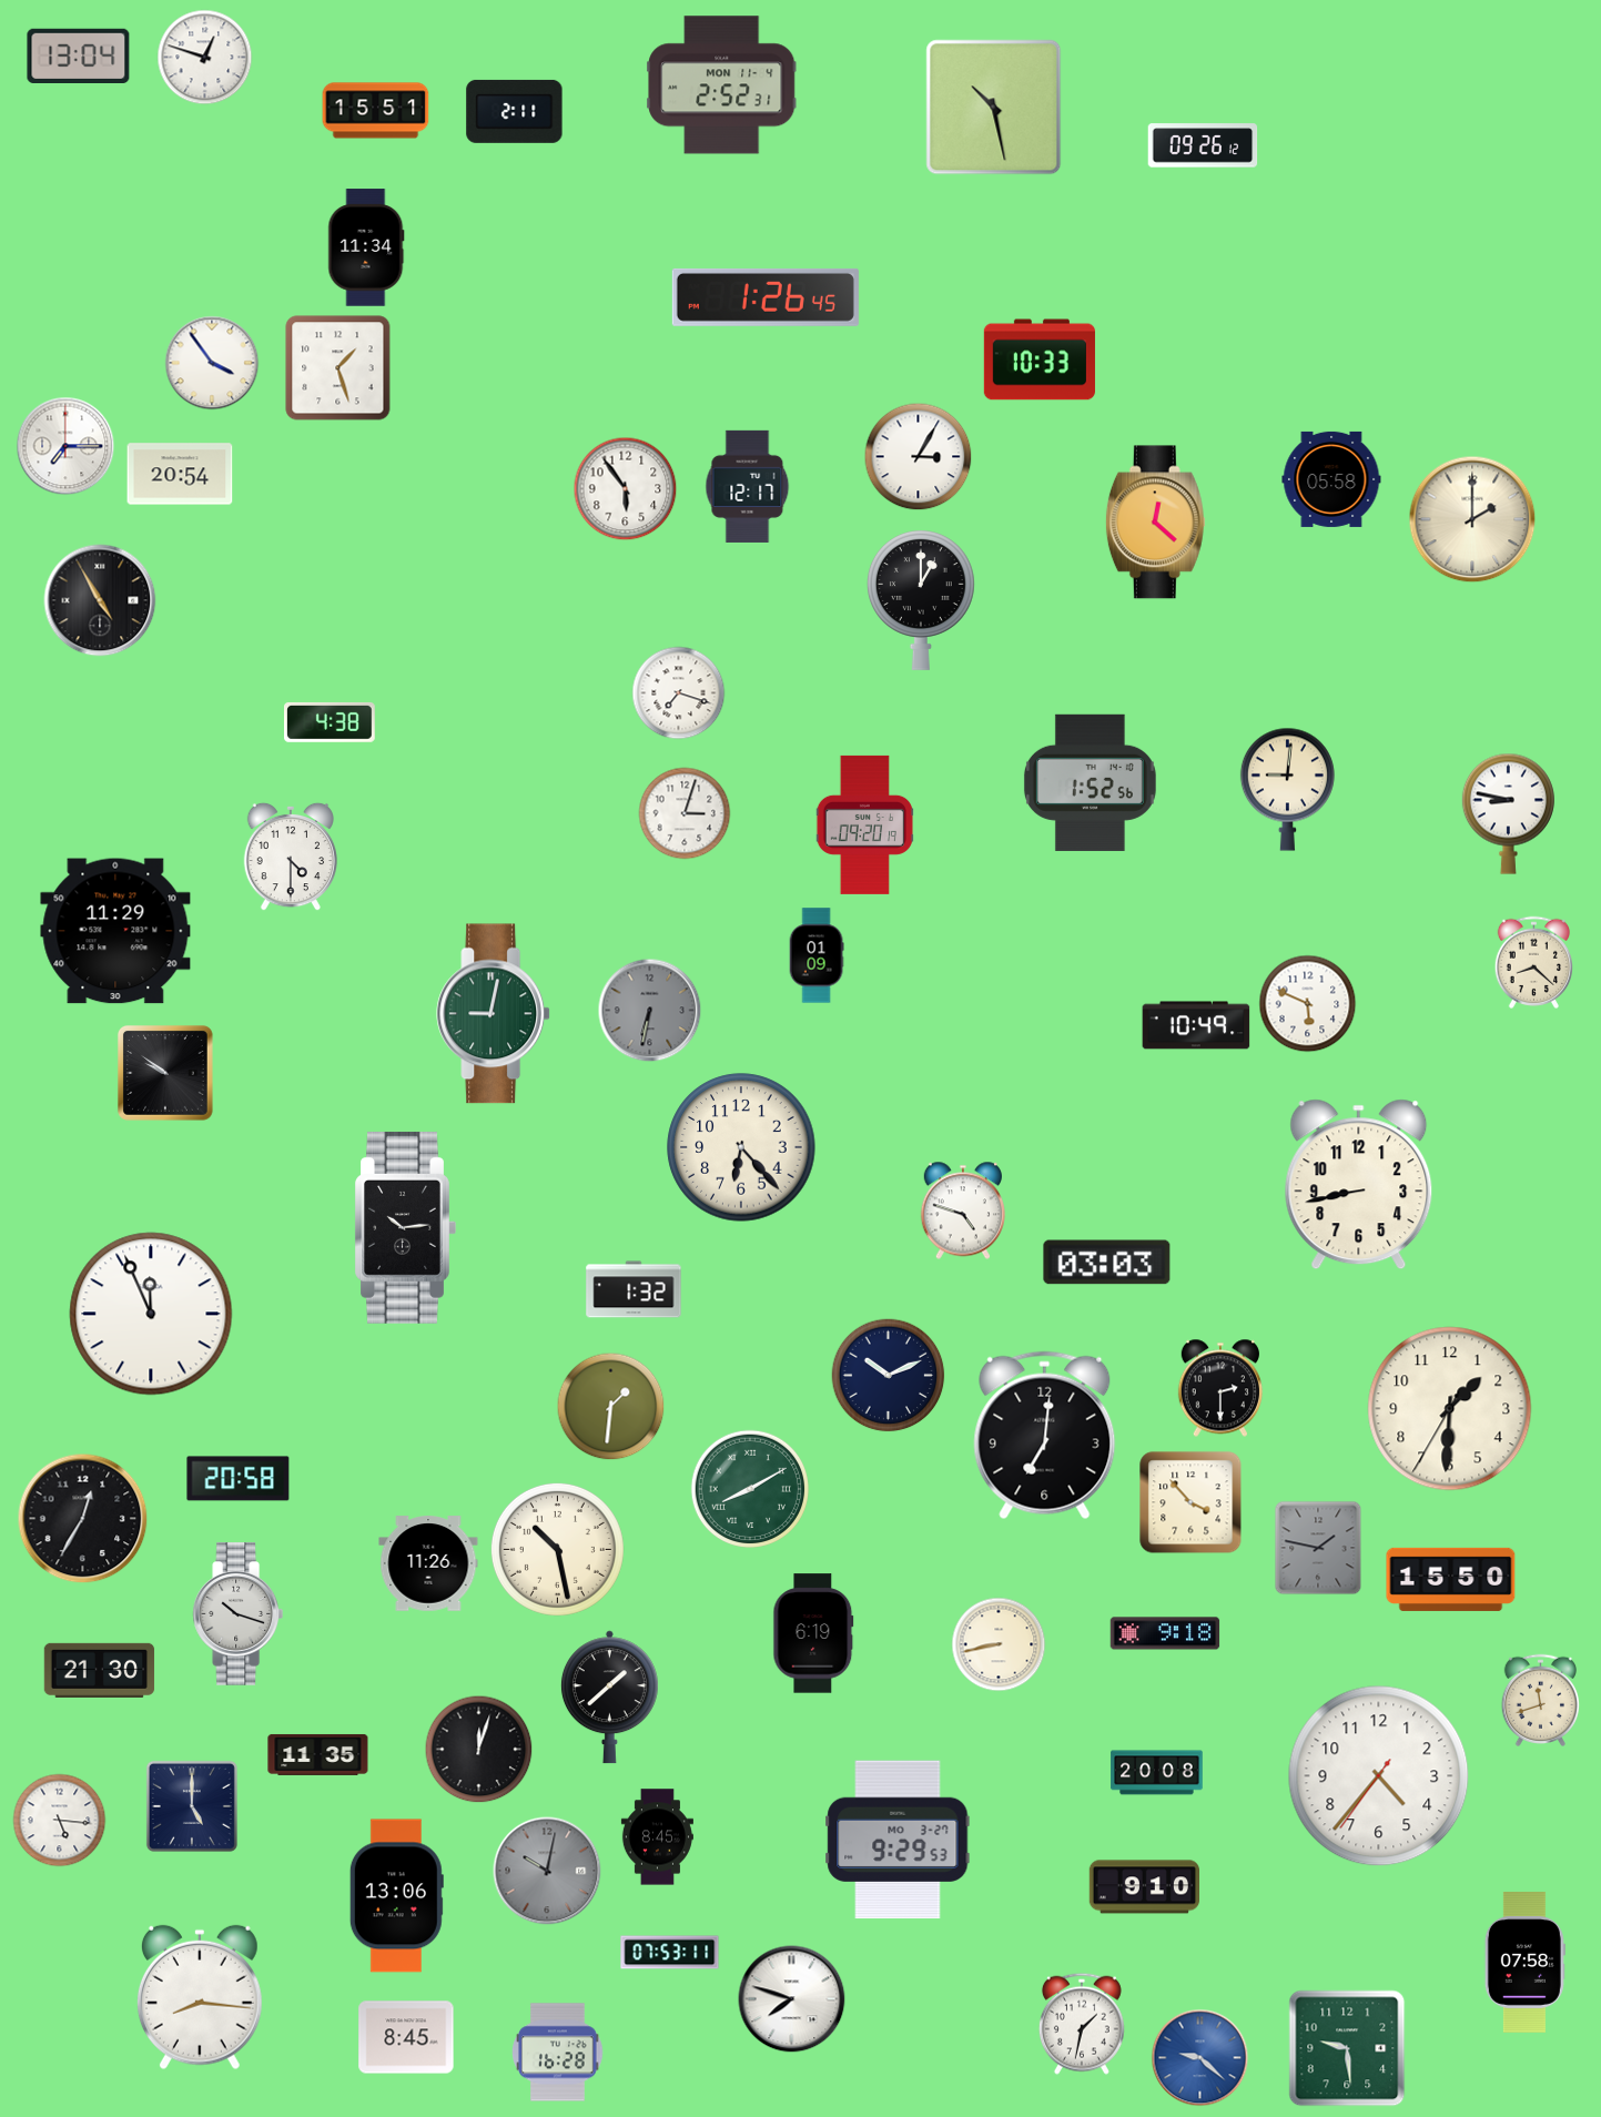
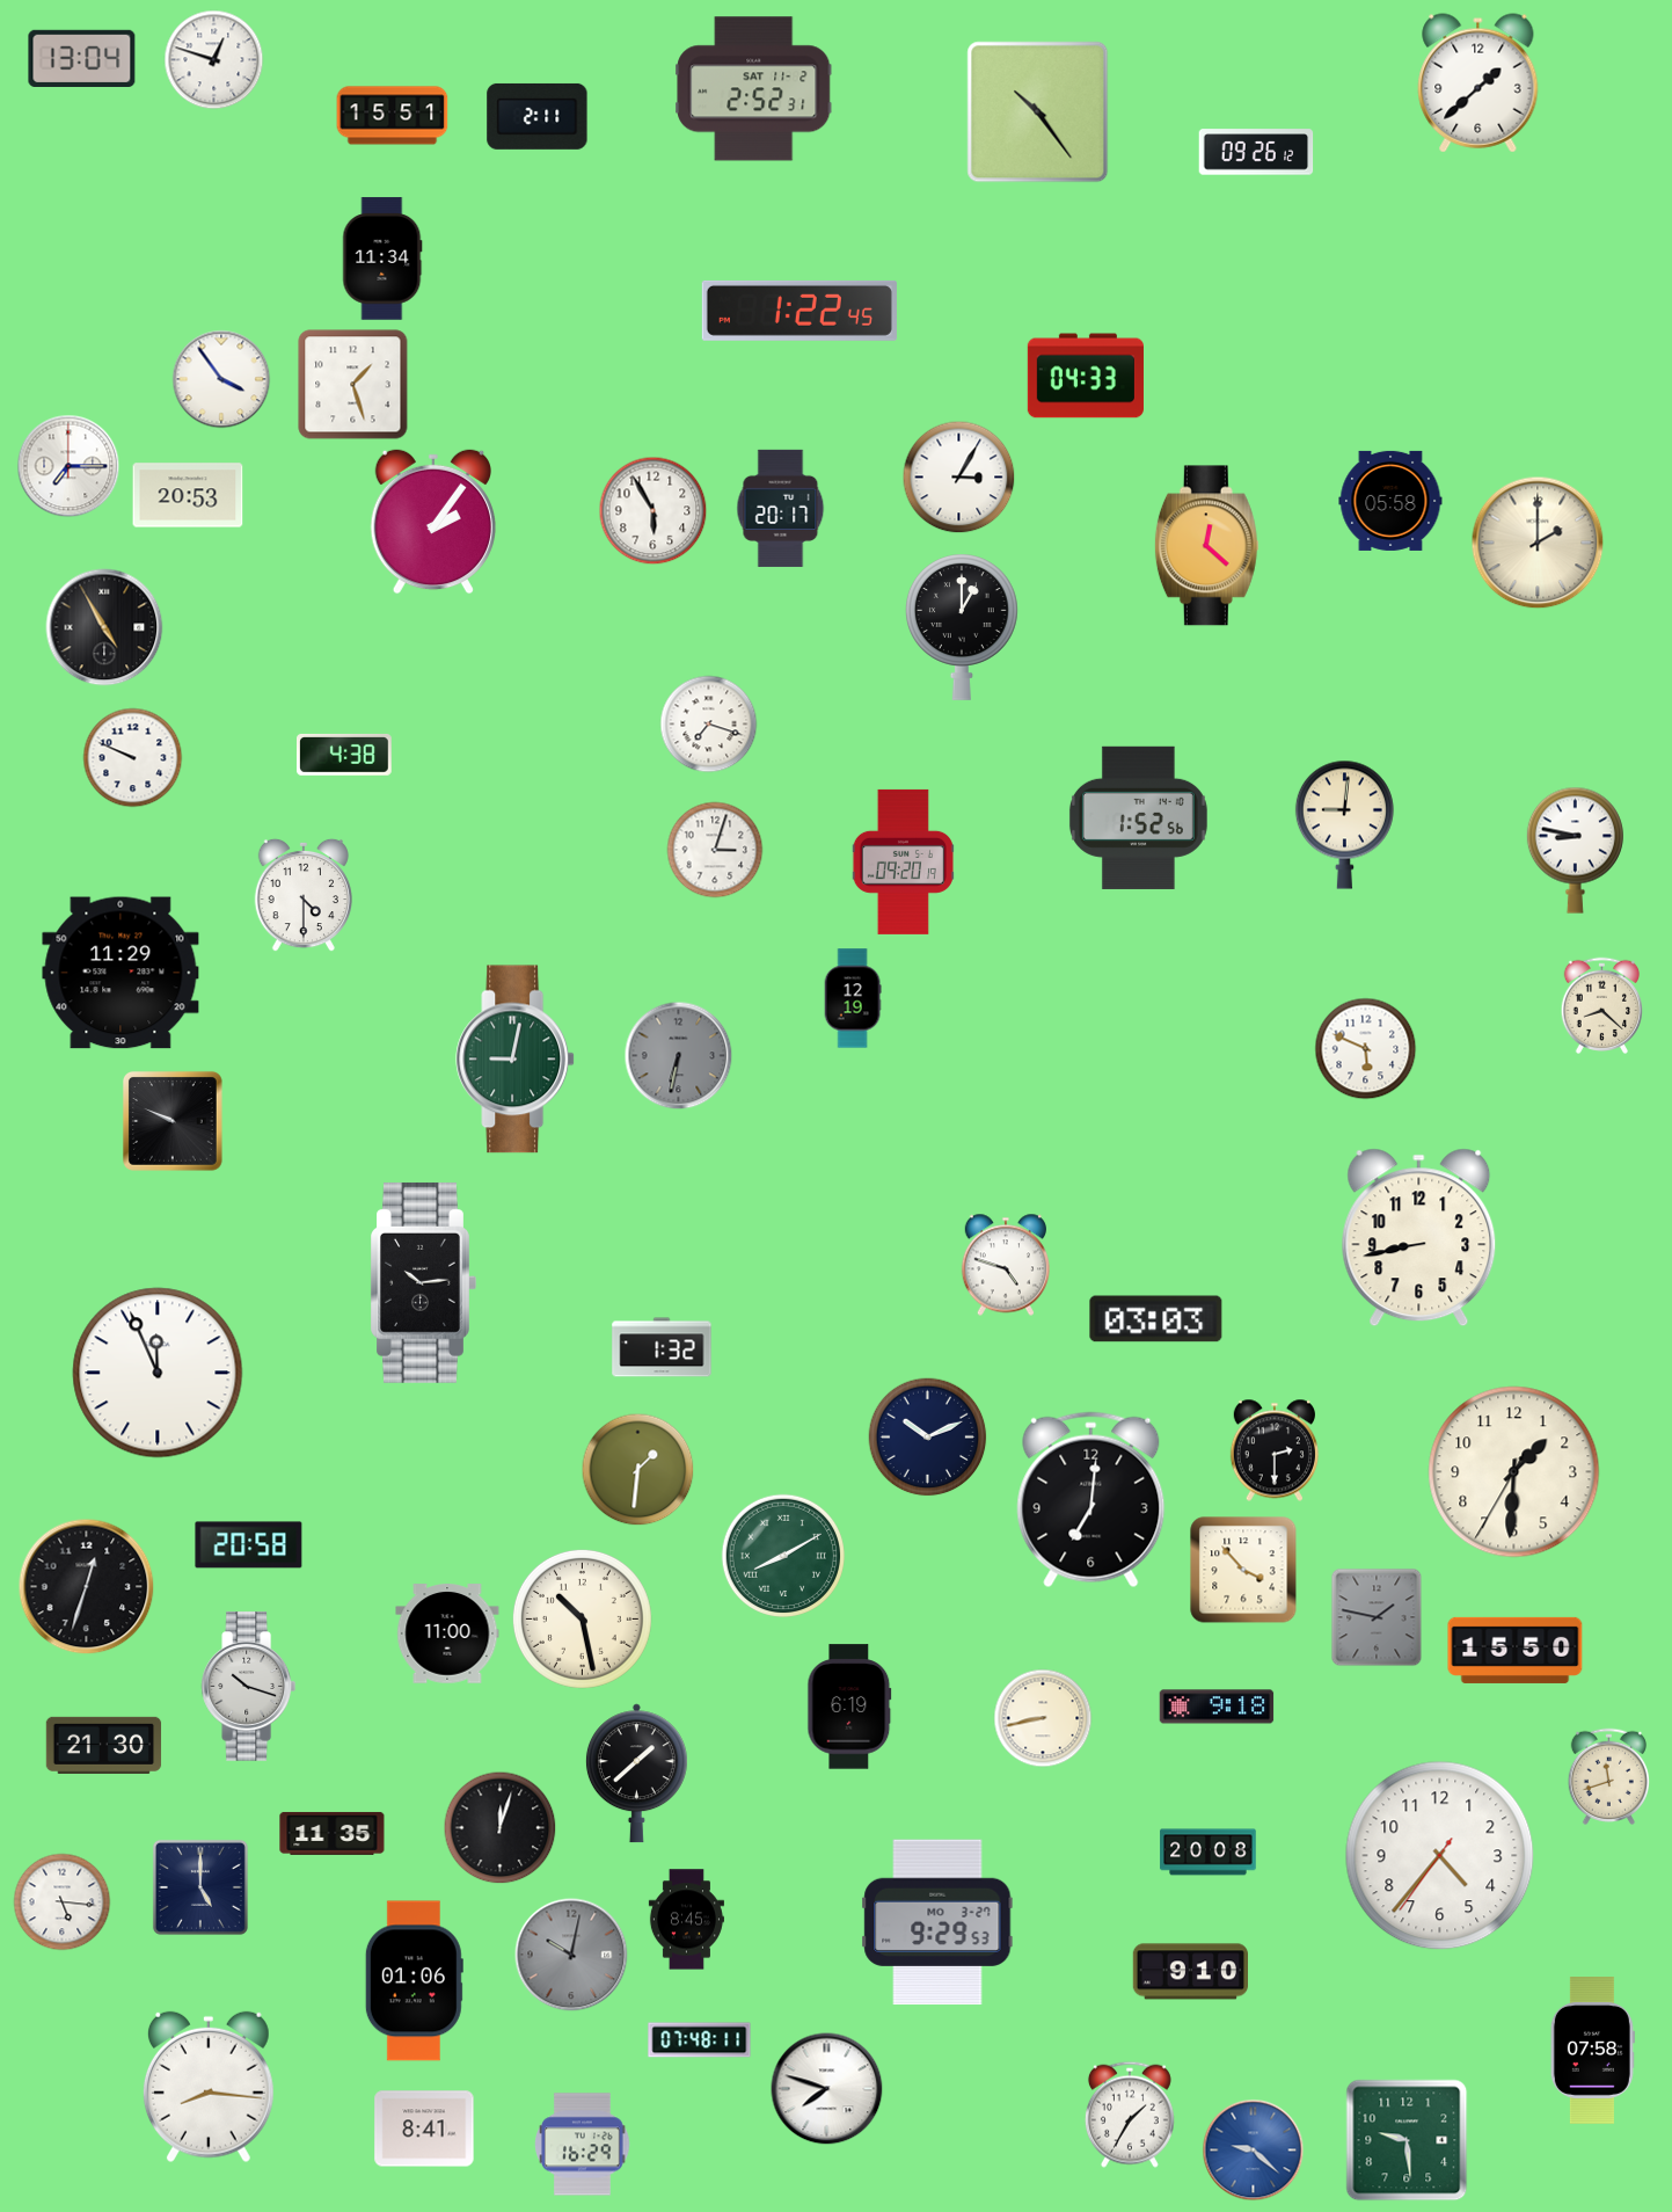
clock at (1478, 83): none -> 1:38
clock at (722, 85) date: MON 11-4 -> SAT 11-2
clock at (994, 108): 10:28 -> 10:24
clock at (766, 297): 1:26 -> 1:22
clock at (1040, 359): 10:33 -> 04:33
clock at (180, 474): 20:54 -> 20:53
clock at (748, 486): 12:17 -> 20:17
clock at (626, 489): 5:54 -> 5:55
clock at (432, 522): none -> 2:06
clock at (133, 758): none -> 9:49
clock at (817, 955): 01:09 -> 12:19
clock at (1196, 1025): 10:49 -> none
clock at (165, 1073): 9:51 -> 9:49
clock at (741, 1147): 6:23 -> none
clock at (83, 1519): 12:35 -> 12:33
clock at (428, 1563): 11:26 -> 11:00
clock at (1144, 1887) position: (1144, 1887) -> (1190, 1972)
clock at (396, 1896): 13:06 -> 01:06
clock at (670, 1953): 07:53 -> 07:48
clock at (1082, 2024): 1:32 -> 1:35
clock at (406, 2037): 8:45 -> 8:41
clock at (558, 2053): 16:28 -> 16:29
